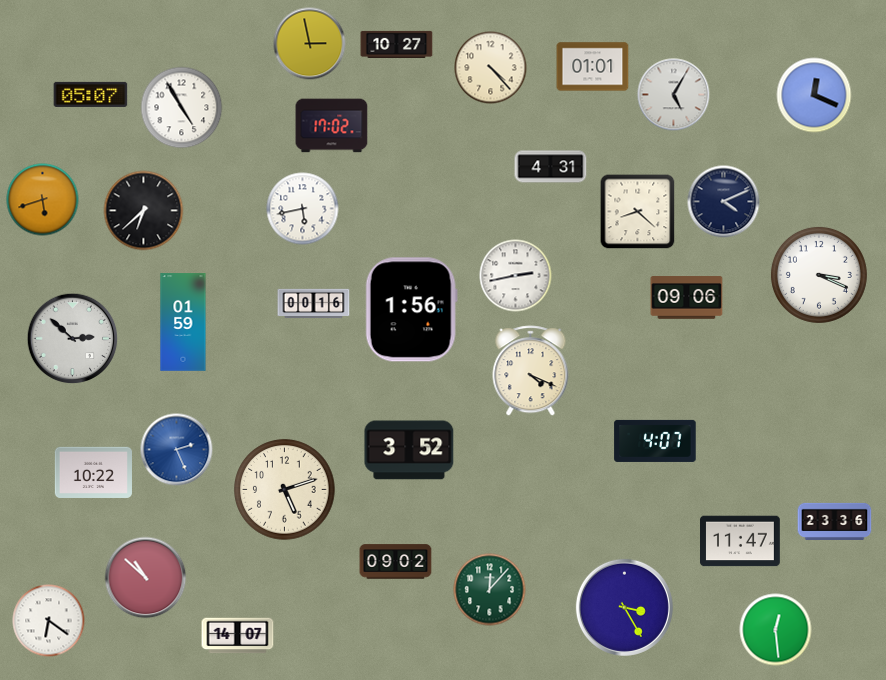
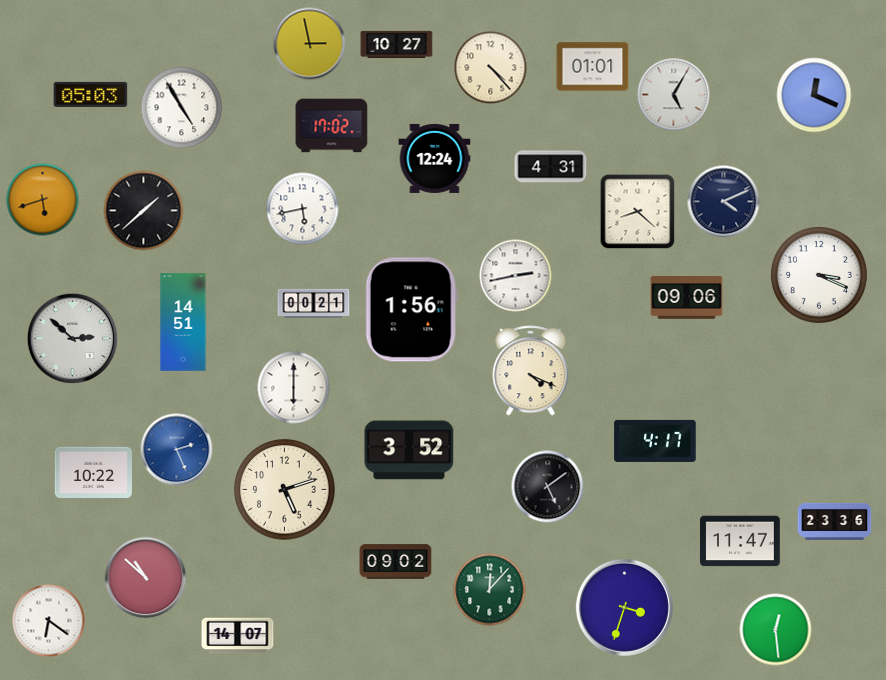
clock at (91, 94): 05:07 -> 05:03
clock at (435, 158): none -> 12:24
clock at (144, 211): 6:38 -> 1:38
clock at (314, 304): 00:16 -> 00:21
clock at (183, 322): 01:59 -> 14:51
clock at (294, 388): none -> 6:00
clock at (655, 441): 4:07 -> 4:17
clock at (548, 487): none -> 5:09
clock at (624, 607): 3:25 -> 3:33
